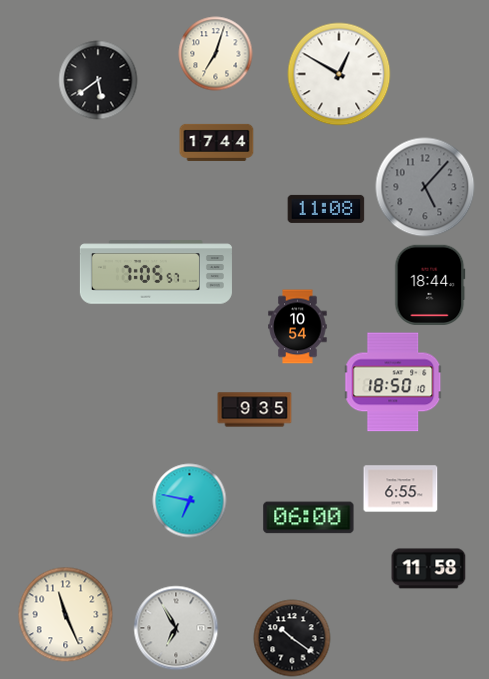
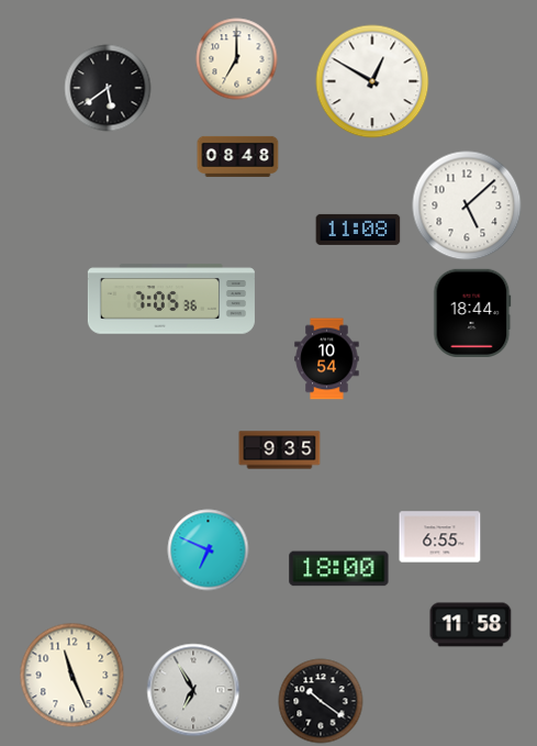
clock at (216, 54): 7:03 -> 7:00
clock at (217, 142): 17:44 -> 08:48
clock at (425, 187): 5:07 -> 5:08
clock at (425, 187) dial: grey -> white
clock at (156, 272): 7:05:57 -> 7:05:36
clock at (393, 382): 18:50 -> none
clock at (190, 501): 6:47 -> 6:49
clock at (309, 518): 06:00 -> 18:00
